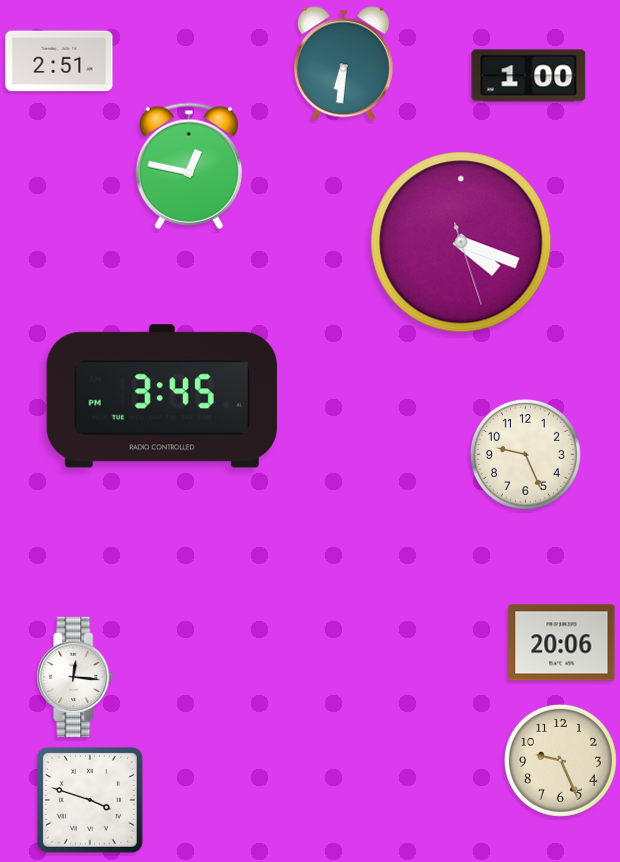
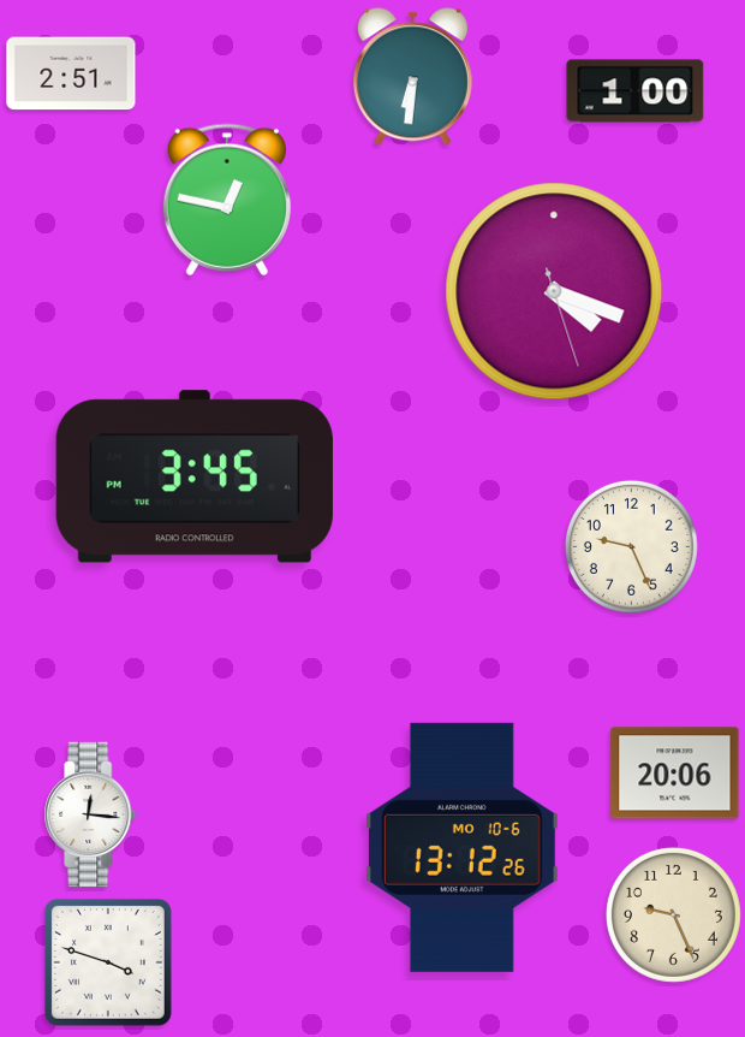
clock at (461, 847): none -> 13:12
